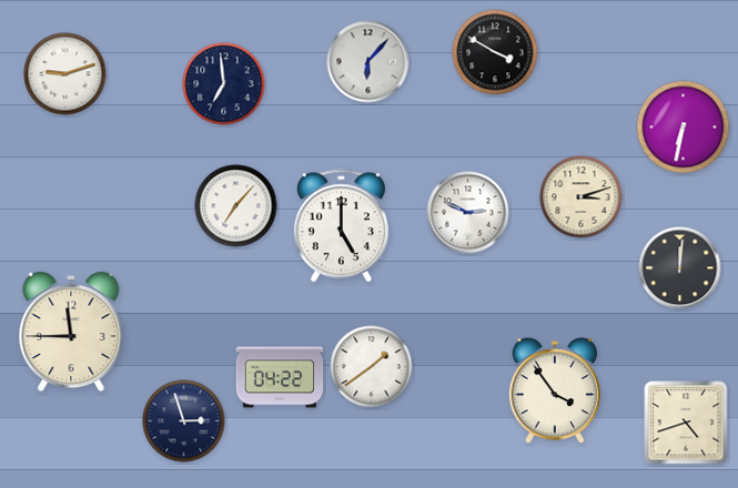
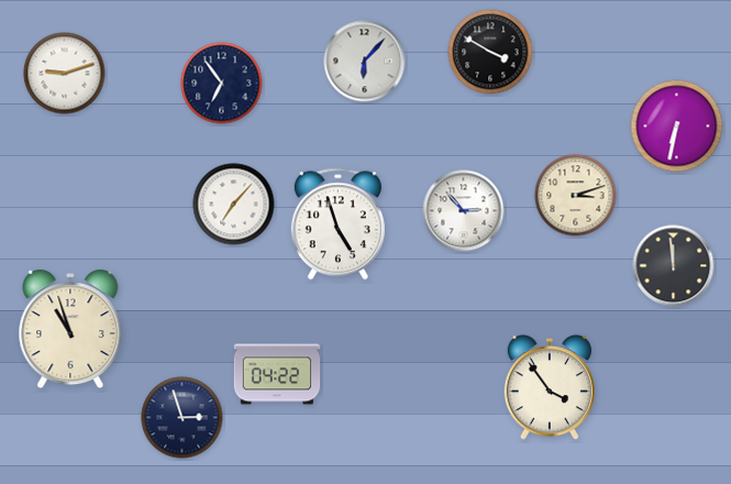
clock at (224, 84): 6:59 -> 6:54
clock at (468, 213): 2:49 -> 2:53
clock at (341, 226): 5:00 -> 4:57
clock at (680, 268): 12:01 -> 11:59
clock at (71, 332): 11:45 -> 10:57
clock at (372, 367): 1:39 -> none
clock at (686, 423): 4:42 -> none
